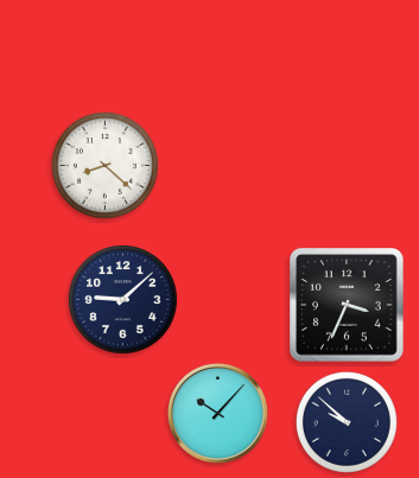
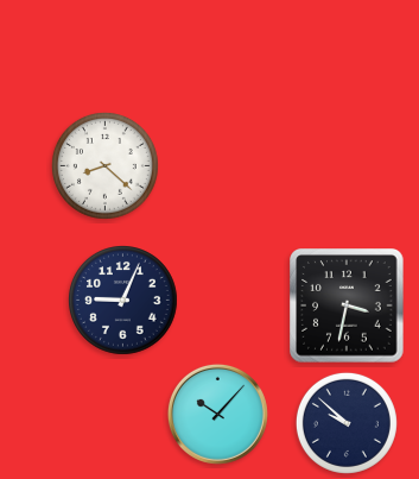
clock at (123, 300): 9:08 -> 9:04
clock at (347, 305): 3:34 -> 3:32
